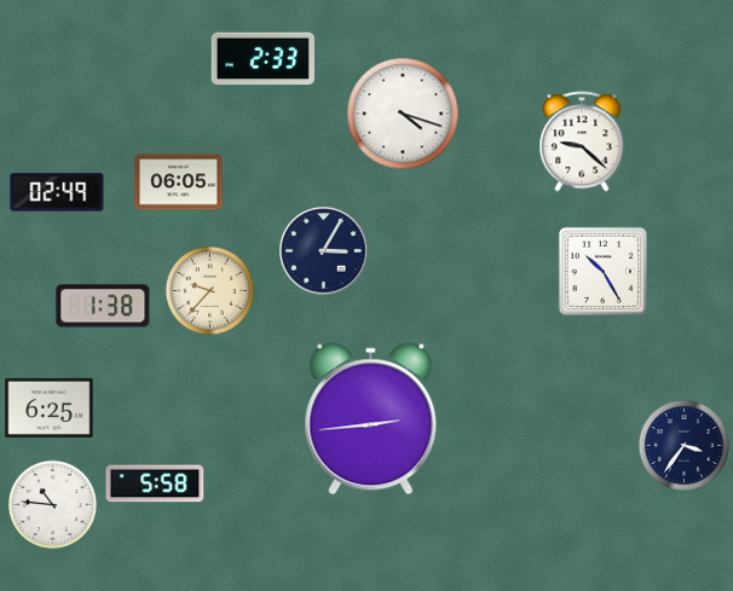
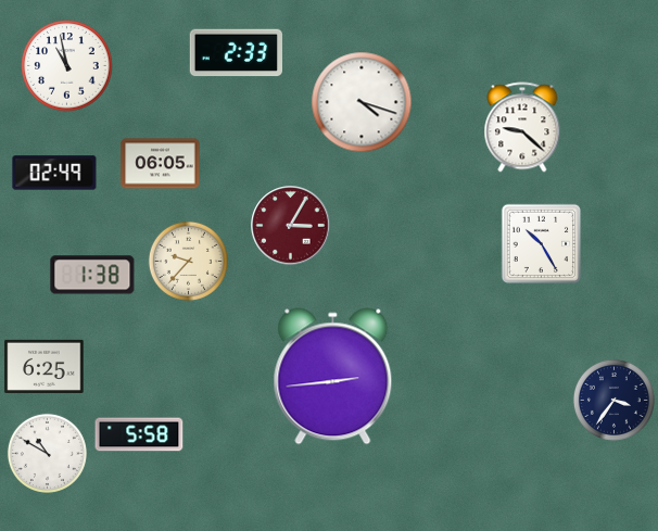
clock at (67, 66): none -> 10:58
clock at (57, 192) position: (57, 192) -> (54, 173)
clock at (324, 251) dial: navy -> burgundy
clock at (52, 504): 10:46 -> 10:50
